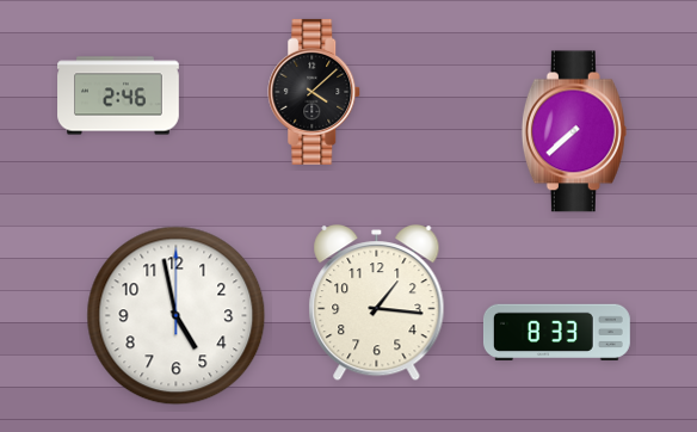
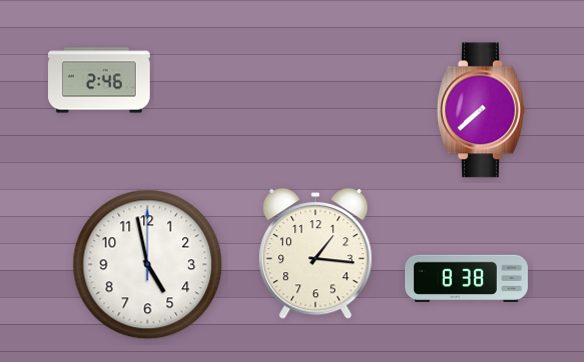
clock at (315, 92): 4:08 -> none
clock at (556, 332): 8:33 -> 8:38
